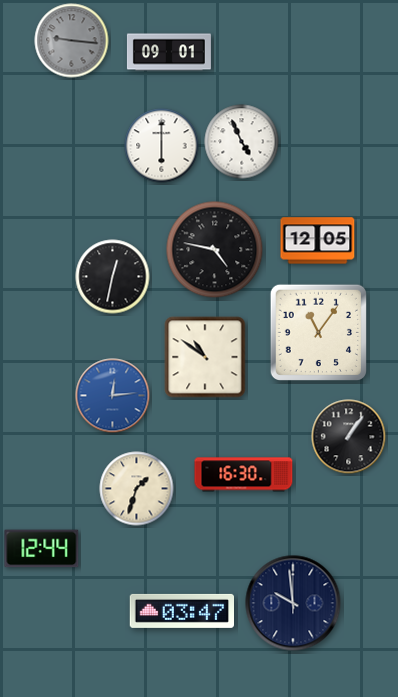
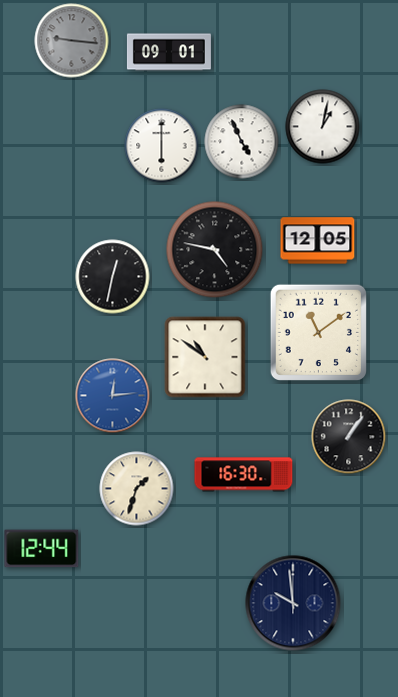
clock at (323, 127): none -> 1:02
clock at (318, 332): 11:06 -> 11:09
clock at (181, 611): 03:47 -> none
